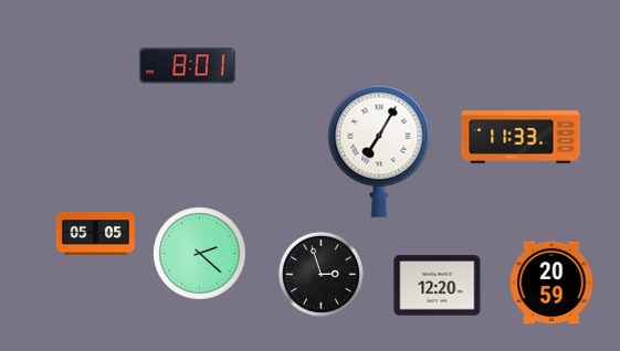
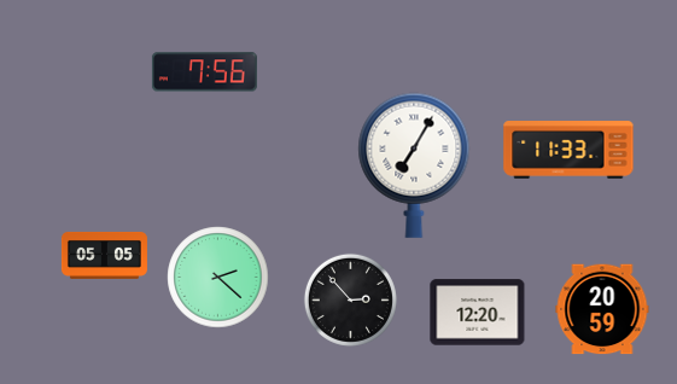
clock at (187, 66): 8:01 -> 7:56
clock at (320, 274): 2:57 -> 2:53
